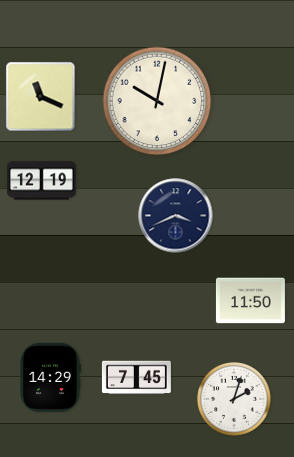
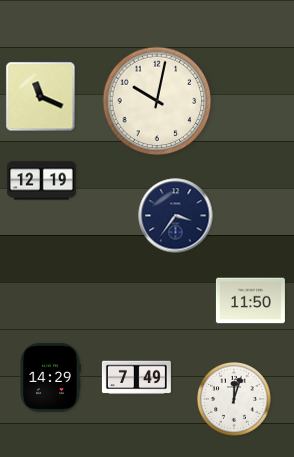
clock at (176, 216): 3:41 -> 3:36
clock at (136, 378): 7:45 -> 7:49
clock at (234, 399): 2:03 -> 12:03
